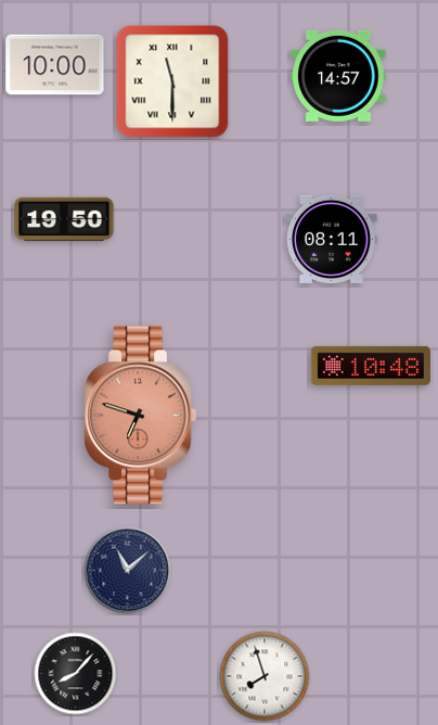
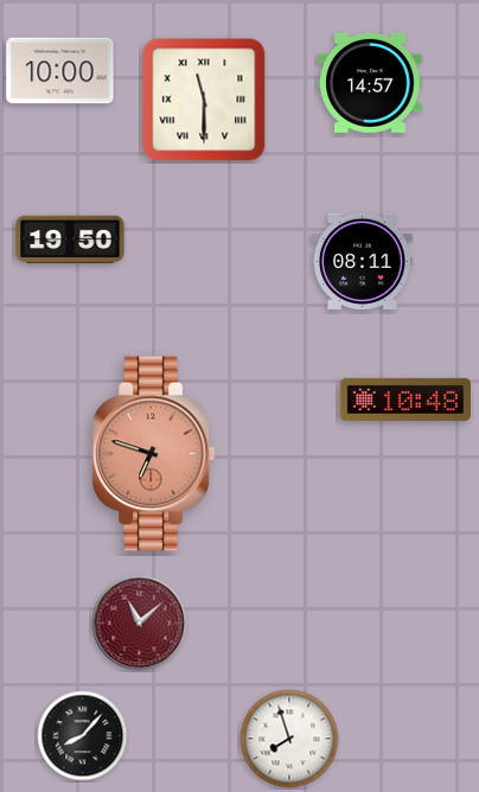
clock at (172, 81) position: (172, 81) -> (204, 100)
clock at (128, 571) dial: navy -> burgundy
